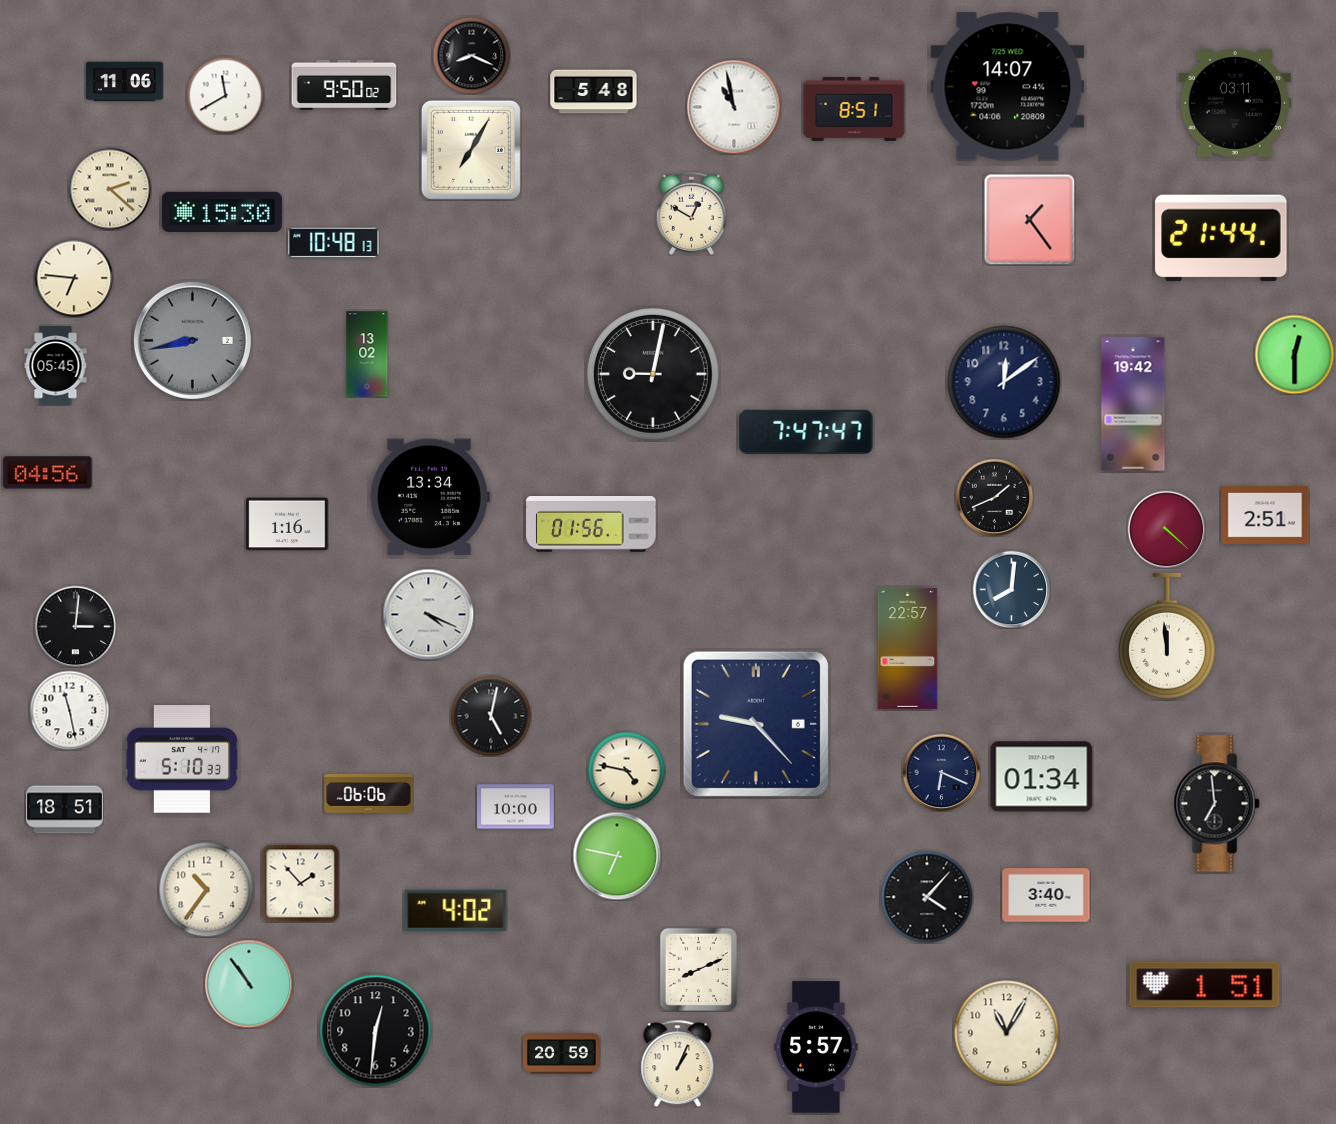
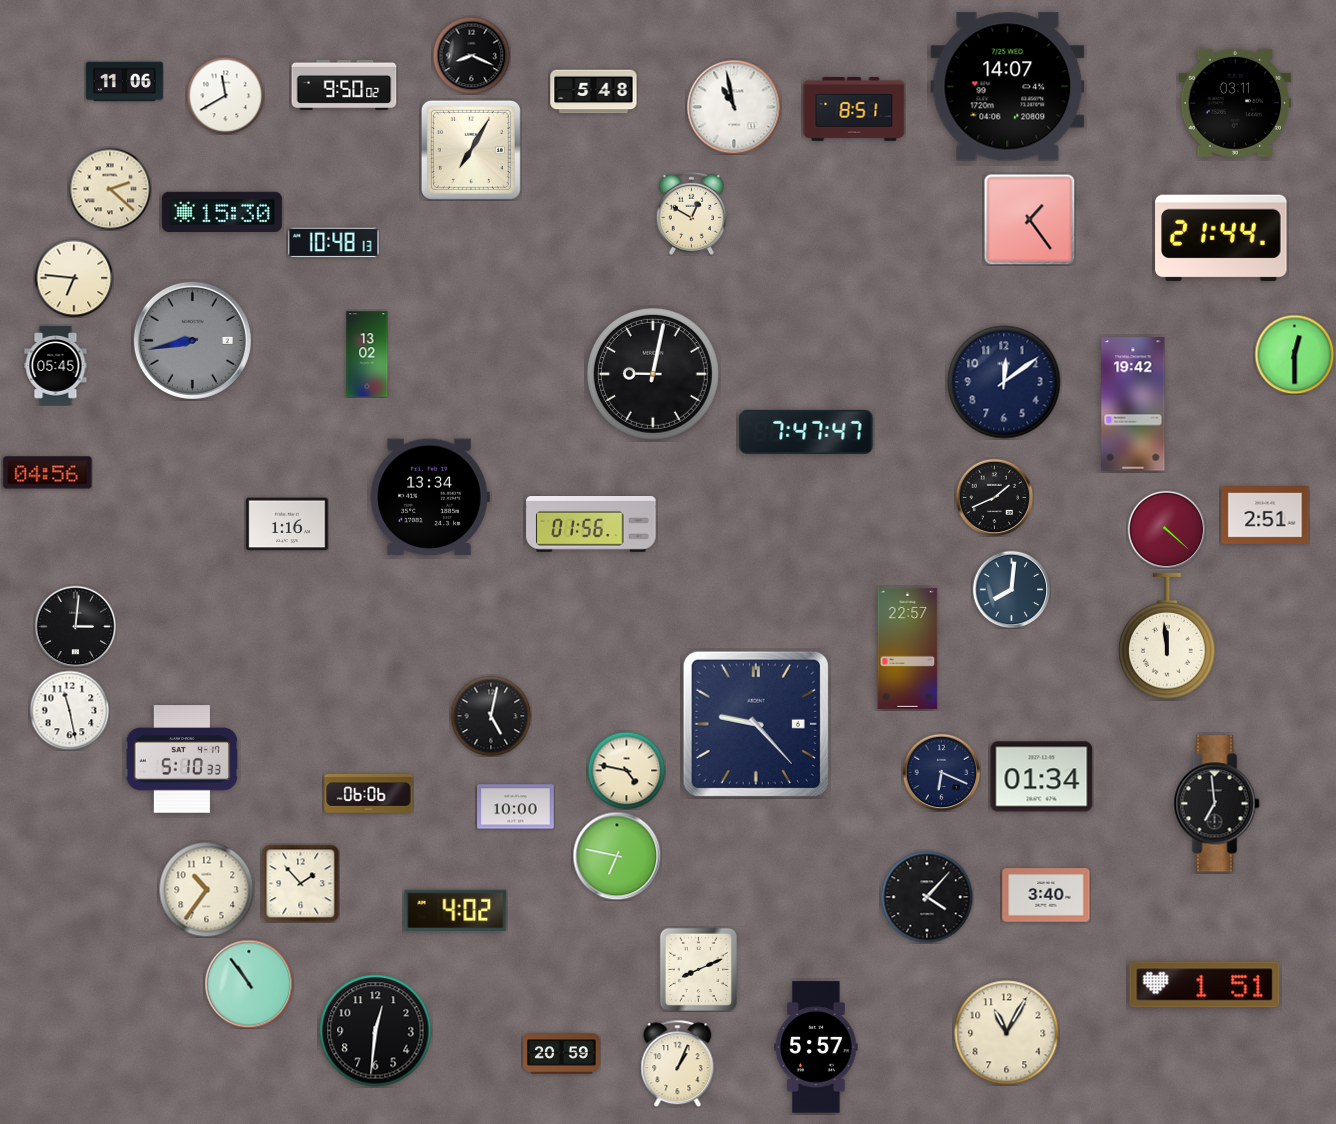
clock at (428, 614): 4:19 -> none
clock at (65, 810): 18:51 -> none
